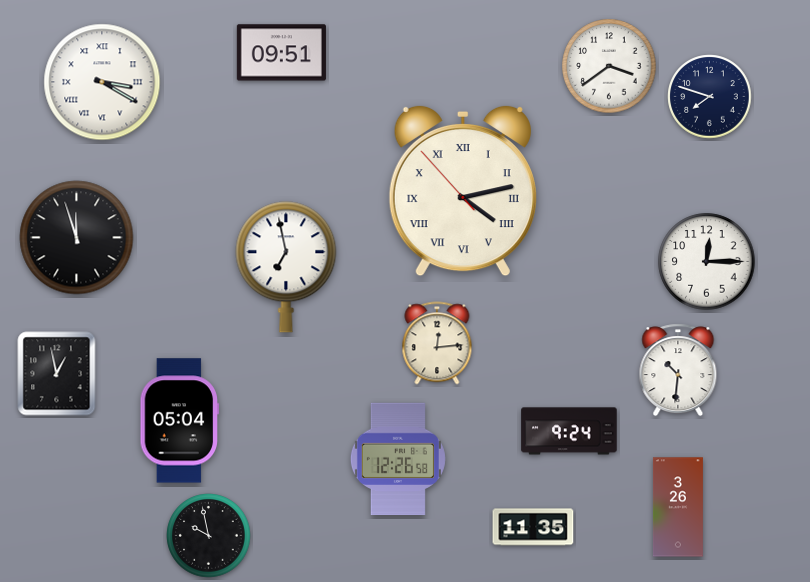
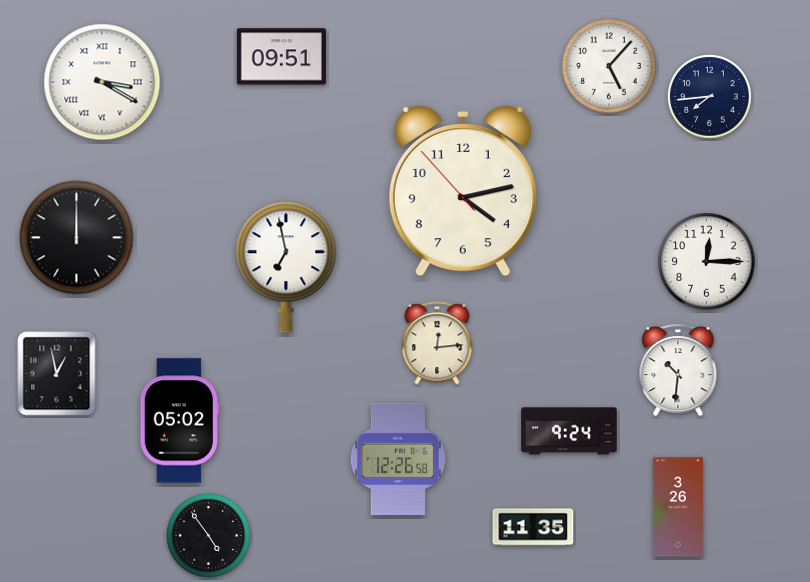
clock at (281, 53) position: (281, 53) -> (281, 57)
clock at (609, 66): 3:39 -> 5:07
clock at (710, 97): 7:48 -> 7:44
clock at (463, 191) numerals: Roman -> Arabic
clock at (77, 238): 11:57 -> 12:00
clock at (180, 421): 05:04 -> 05:02
clock at (209, 536): 9:58 -> 4:54
